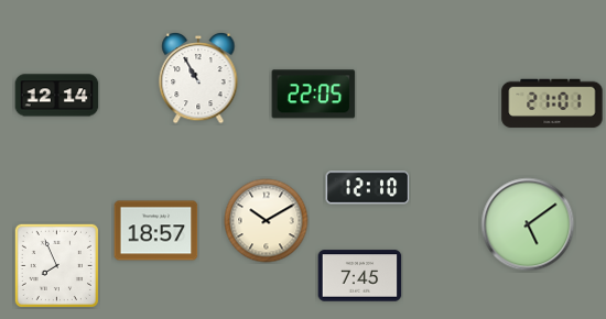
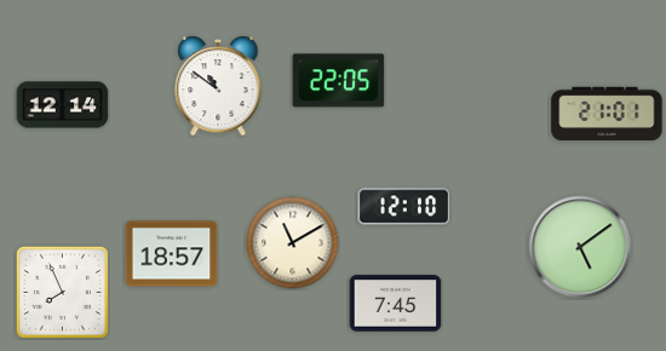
clock at (198, 78): 10:55 -> 10:51
clock at (314, 95) position: (314, 95) -> (339, 81)
clock at (267, 221): 10:10 -> 11:10
